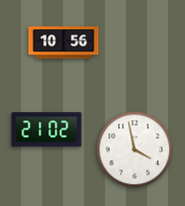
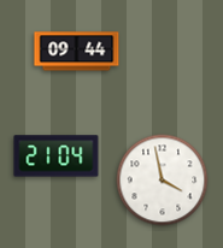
clock at (64, 43): 10:56 -> 09:44
clock at (47, 130): 21:02 -> 21:04
